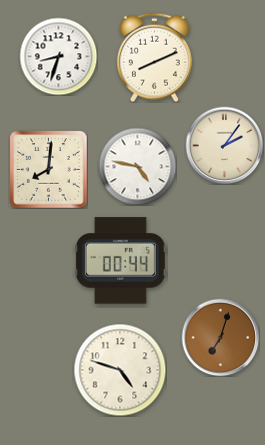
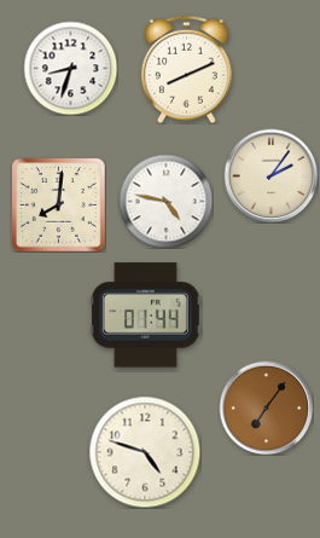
clock at (120, 261): 00:44 -> 01:44
clock at (220, 337): 7:03 -> 7:06
clock at (120, 370) position: (120, 370) -> (145, 452)
